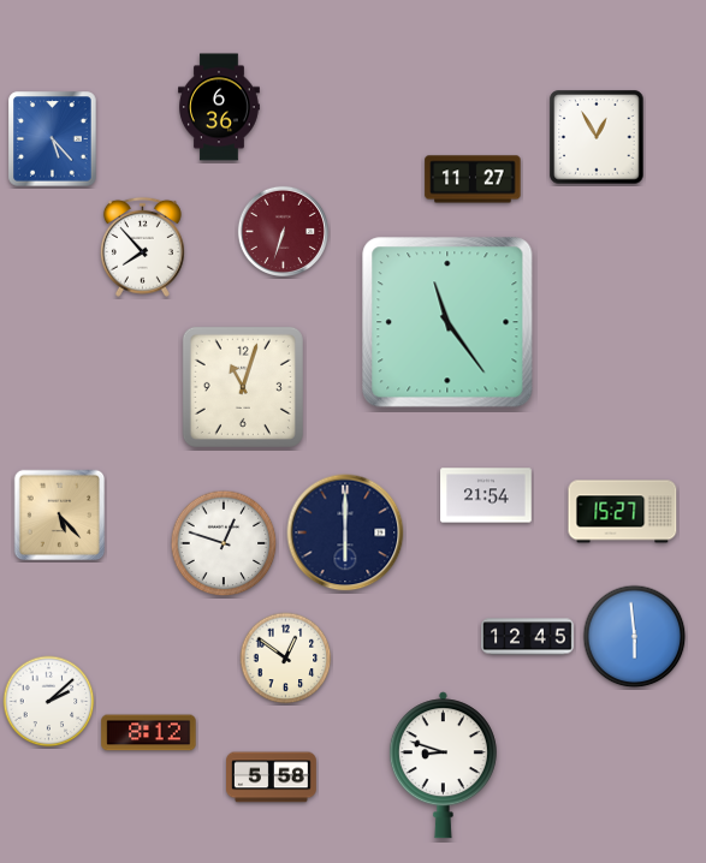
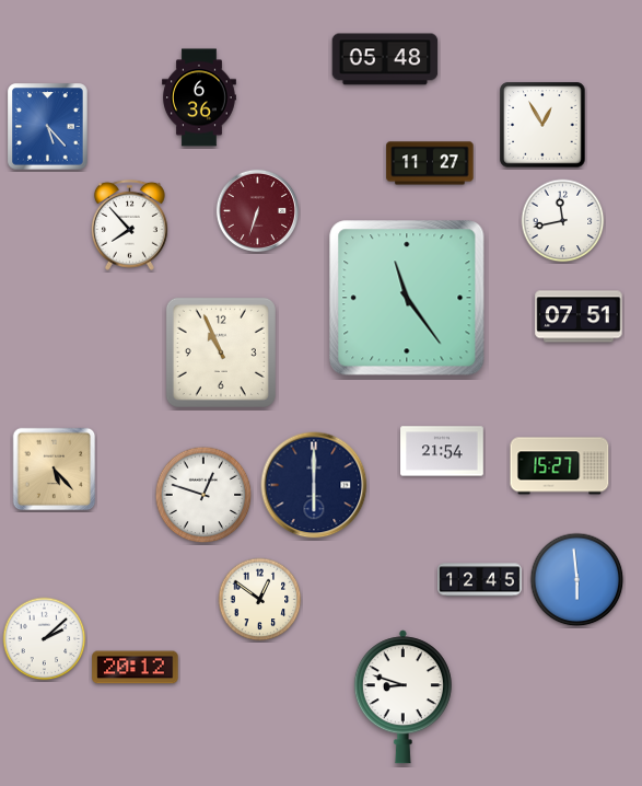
clock at (385, 59): none -> 05:48
clock at (563, 221): none -> 11:43
clock at (447, 322) position: (447, 322) -> (407, 298)
clock at (579, 316): none -> 07:51
clock at (243, 387): 11:03 -> 10:56
clock at (623, 512) position: (623, 512) -> (560, 466)
clock at (149, 733): 8:12 -> 20:12
clock at (272, 778): 5:58 -> none
